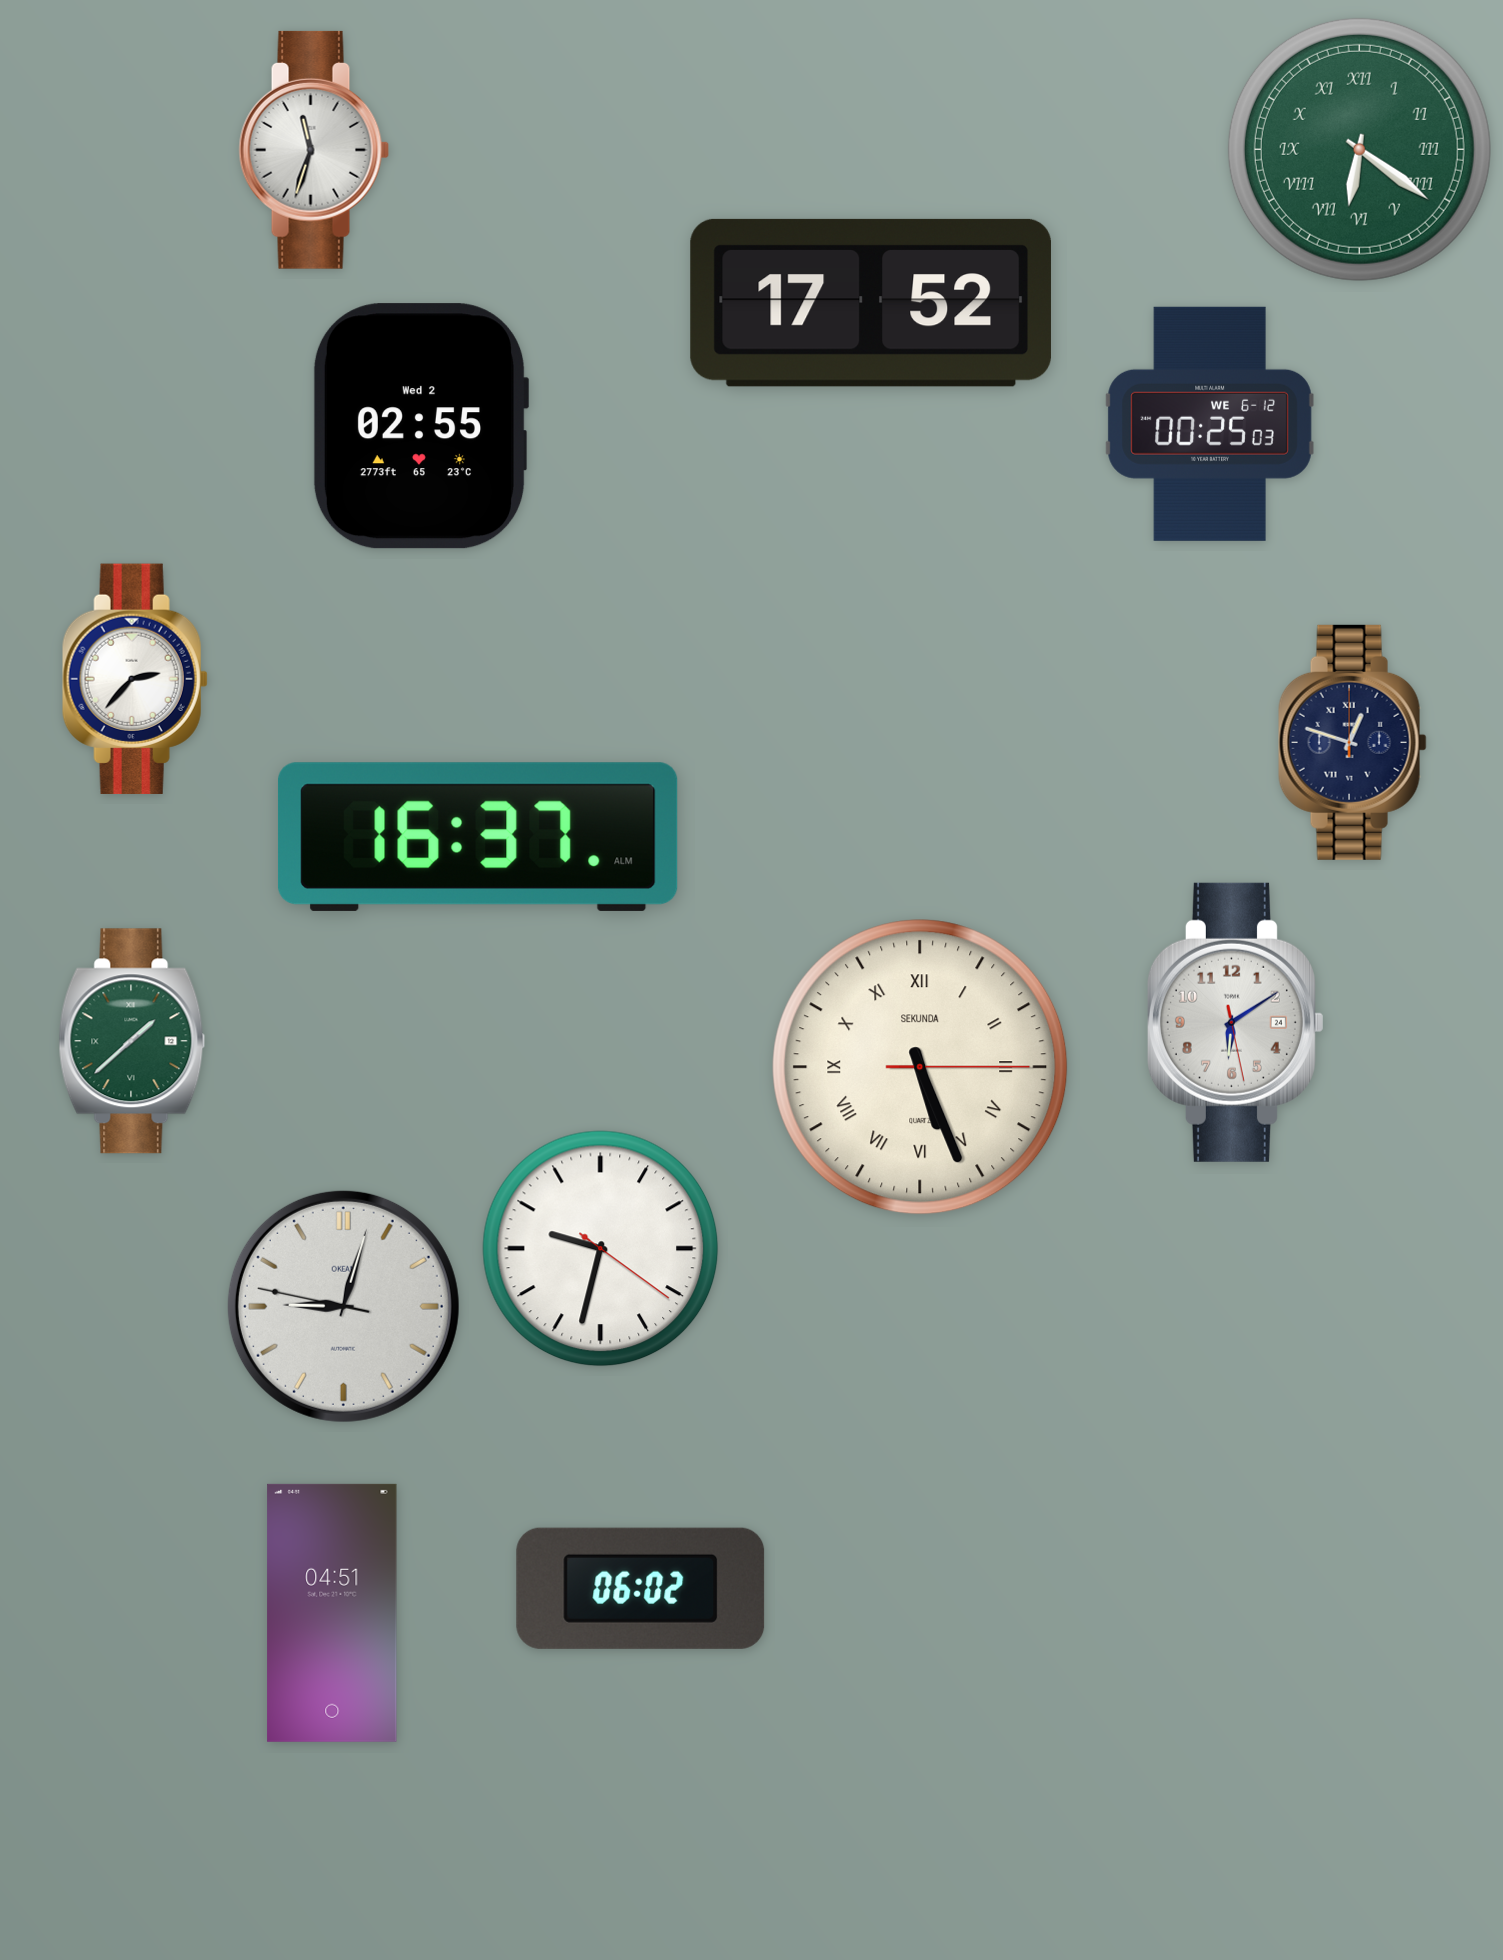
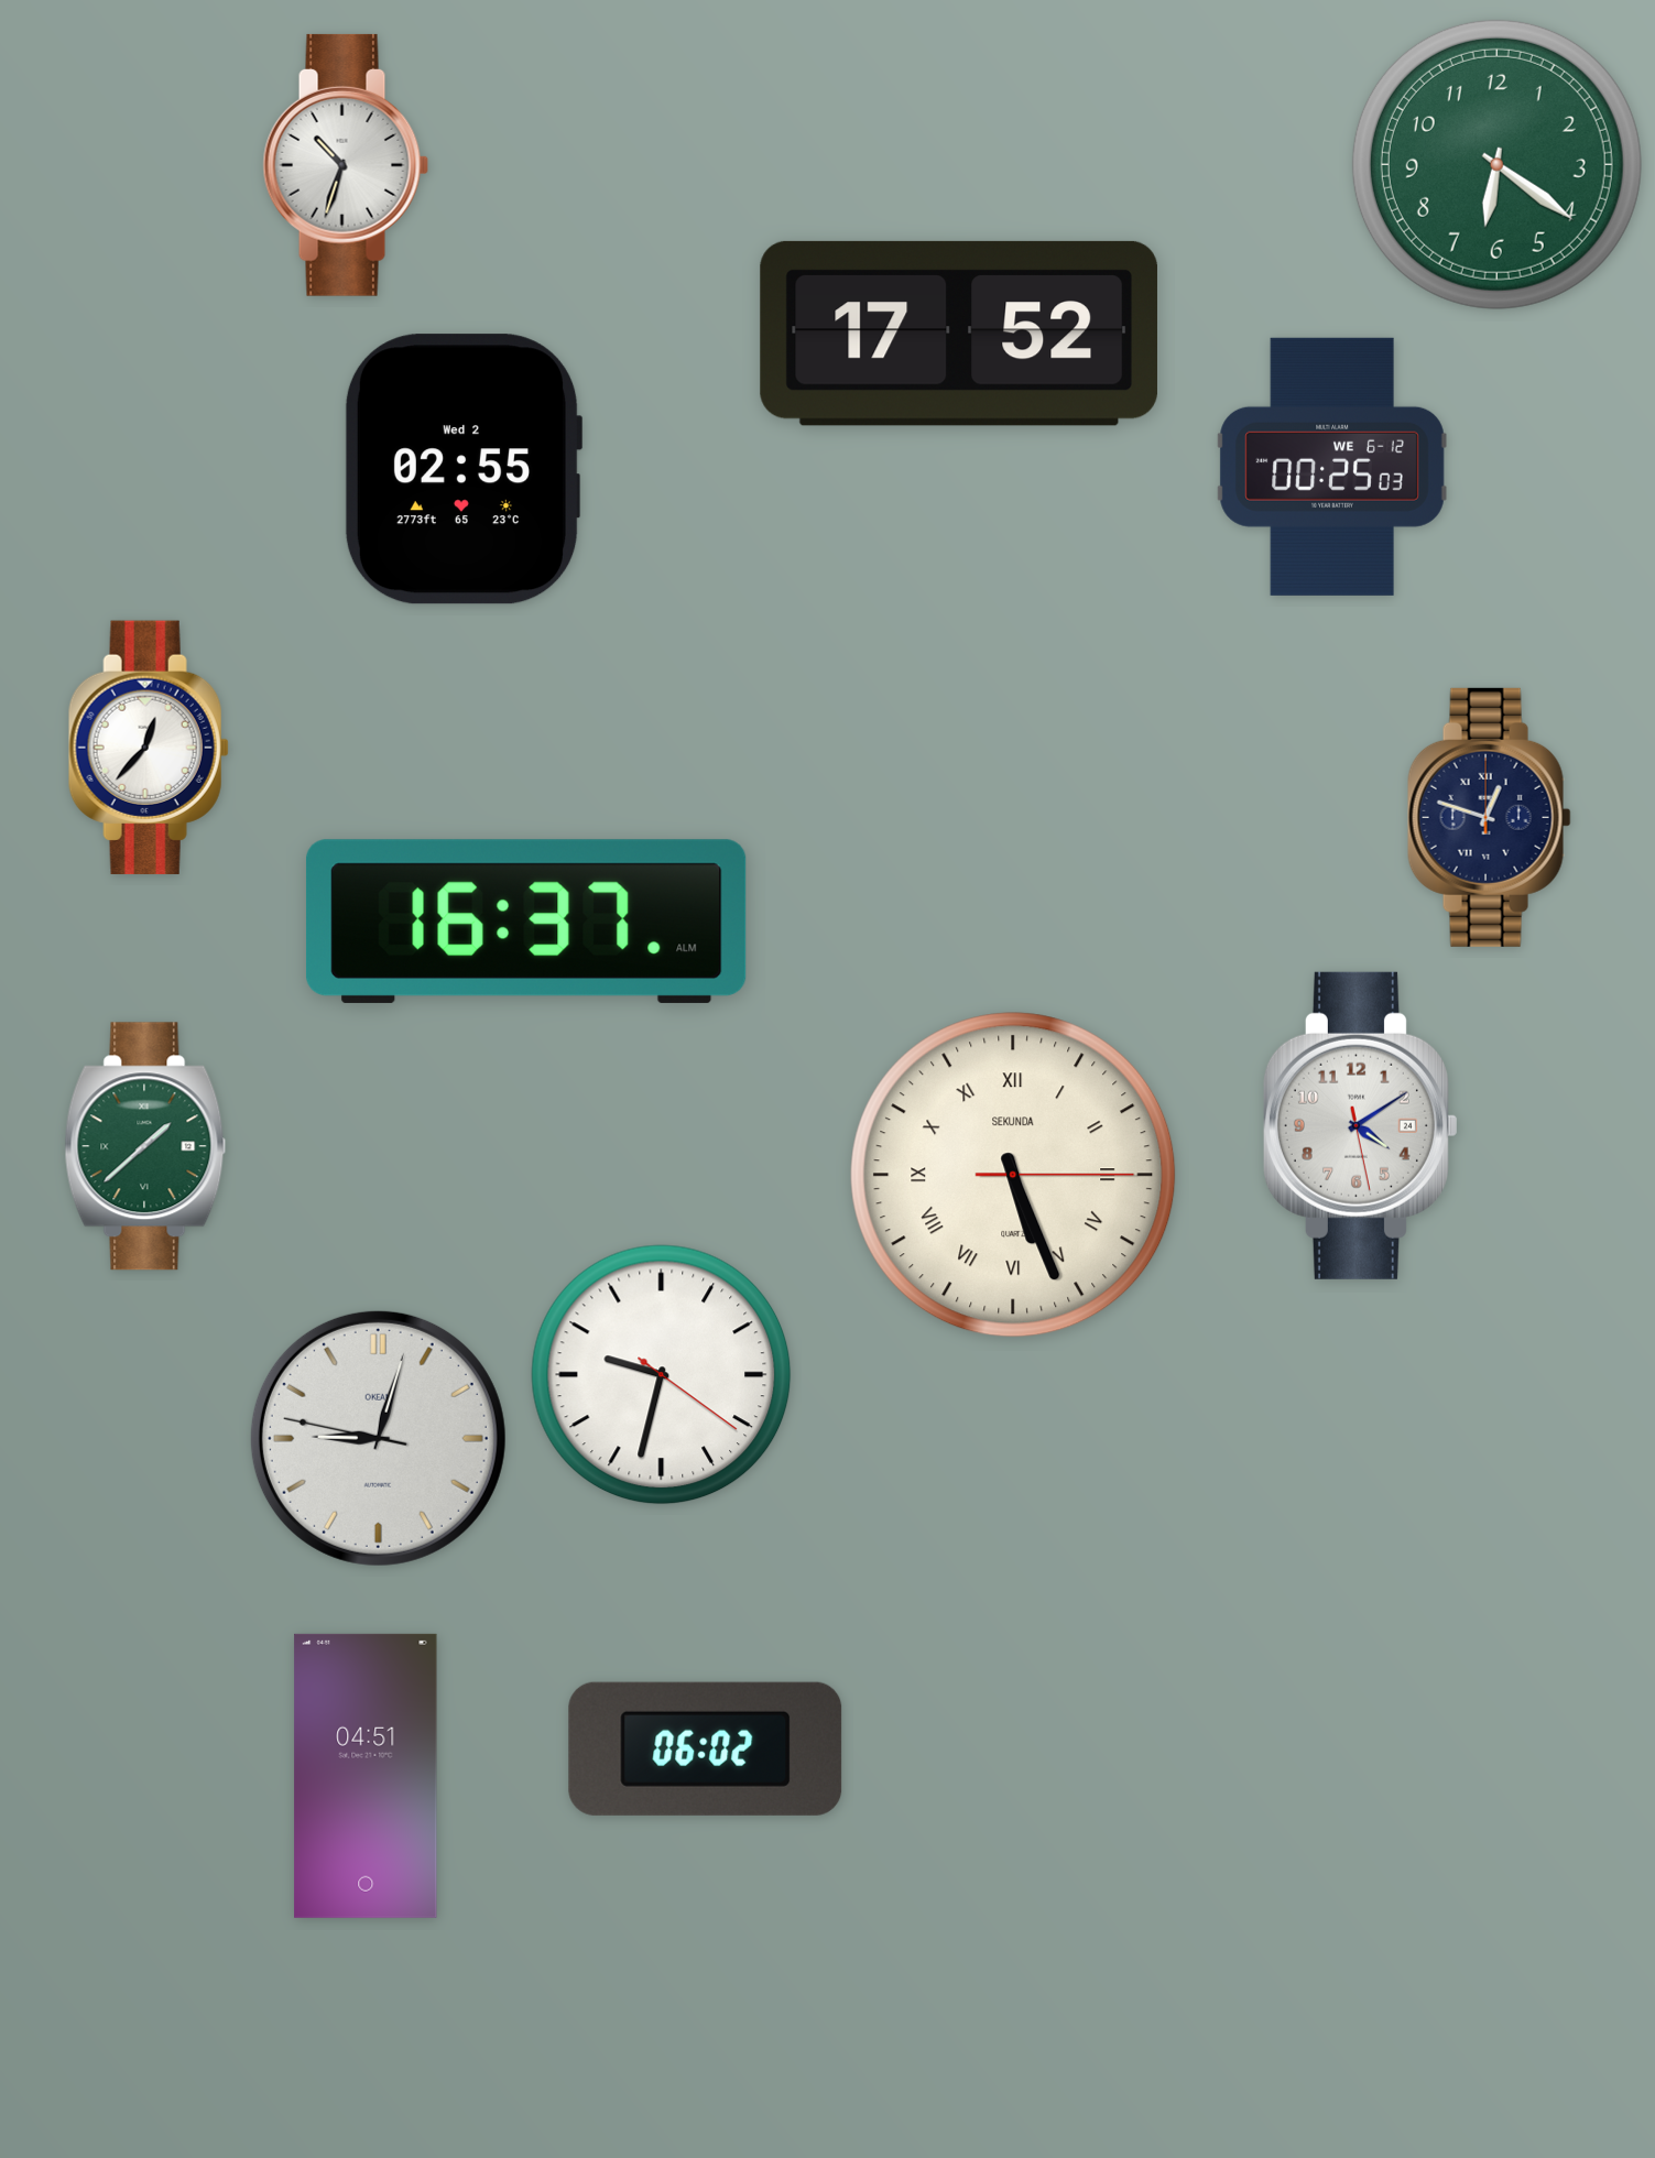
clock at (1359, 149) numerals: Roman -> Arabic
clock at (314, 150): 11:33 -> 10:33
clock at (135, 679): 2:37 -> 12:37
clock at (1235, 1022): 6:09 -> 4:09
